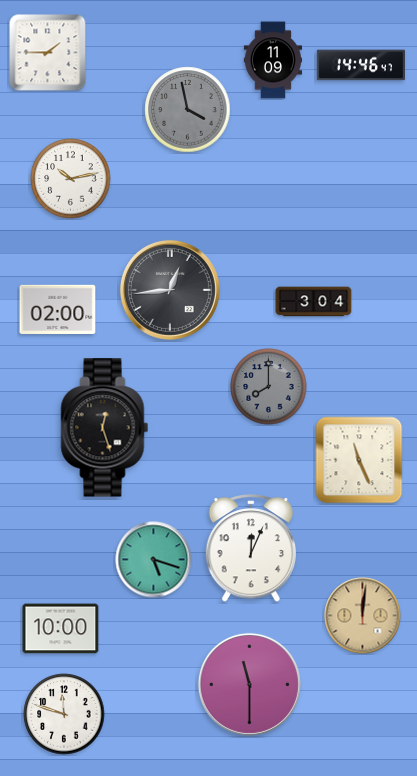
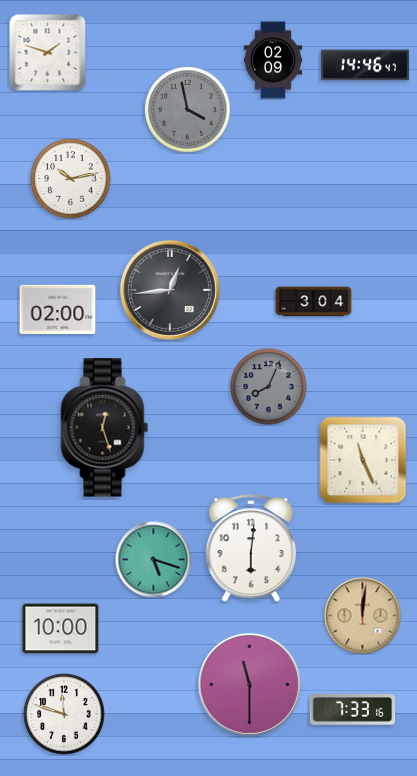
clock at (48, 53): 1:45 -> 1:48
clock at (272, 60): 11:09 -> 02:09
clock at (361, 65) position: (361, 65) -> (365, 65)
clock at (269, 387): 8:00 -> 8:04
clock at (359, 460) position: (359, 460) -> (363, 460)
clock at (250, 549): 12:04 -> 6:01
clock at (353, 710): none -> 7:33
